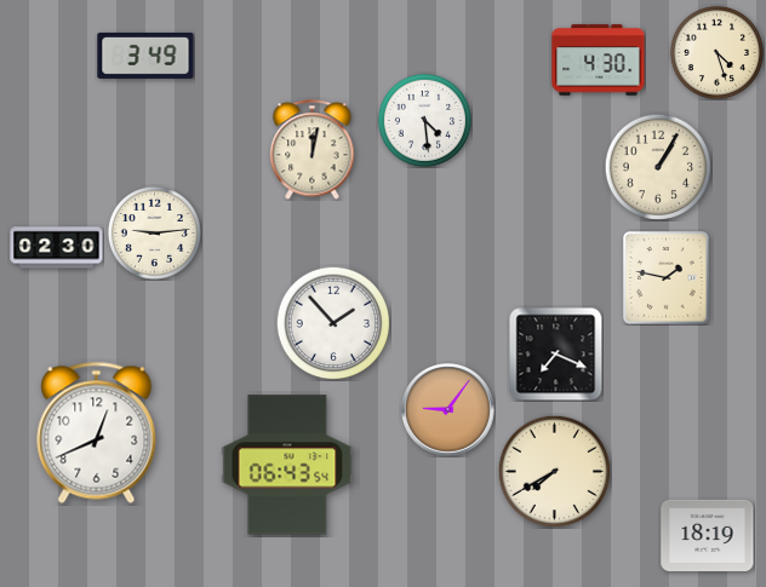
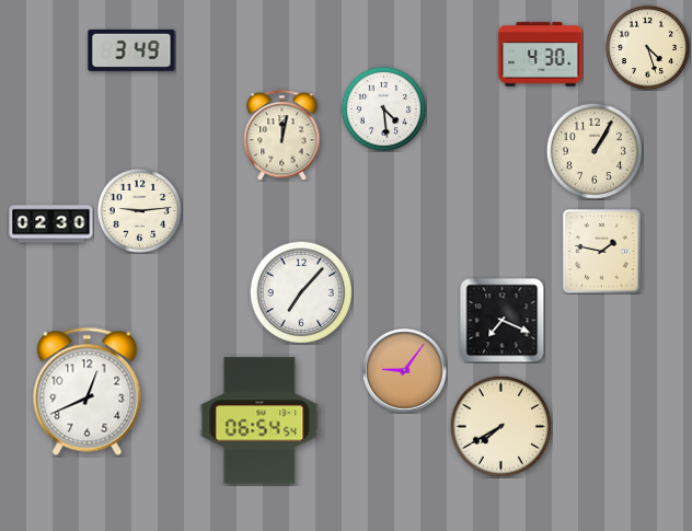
clock at (333, 323): 1:53 -> 7:07
clock at (287, 465): 06:43 -> 06:54
clock at (708, 535): 18:19 -> none
